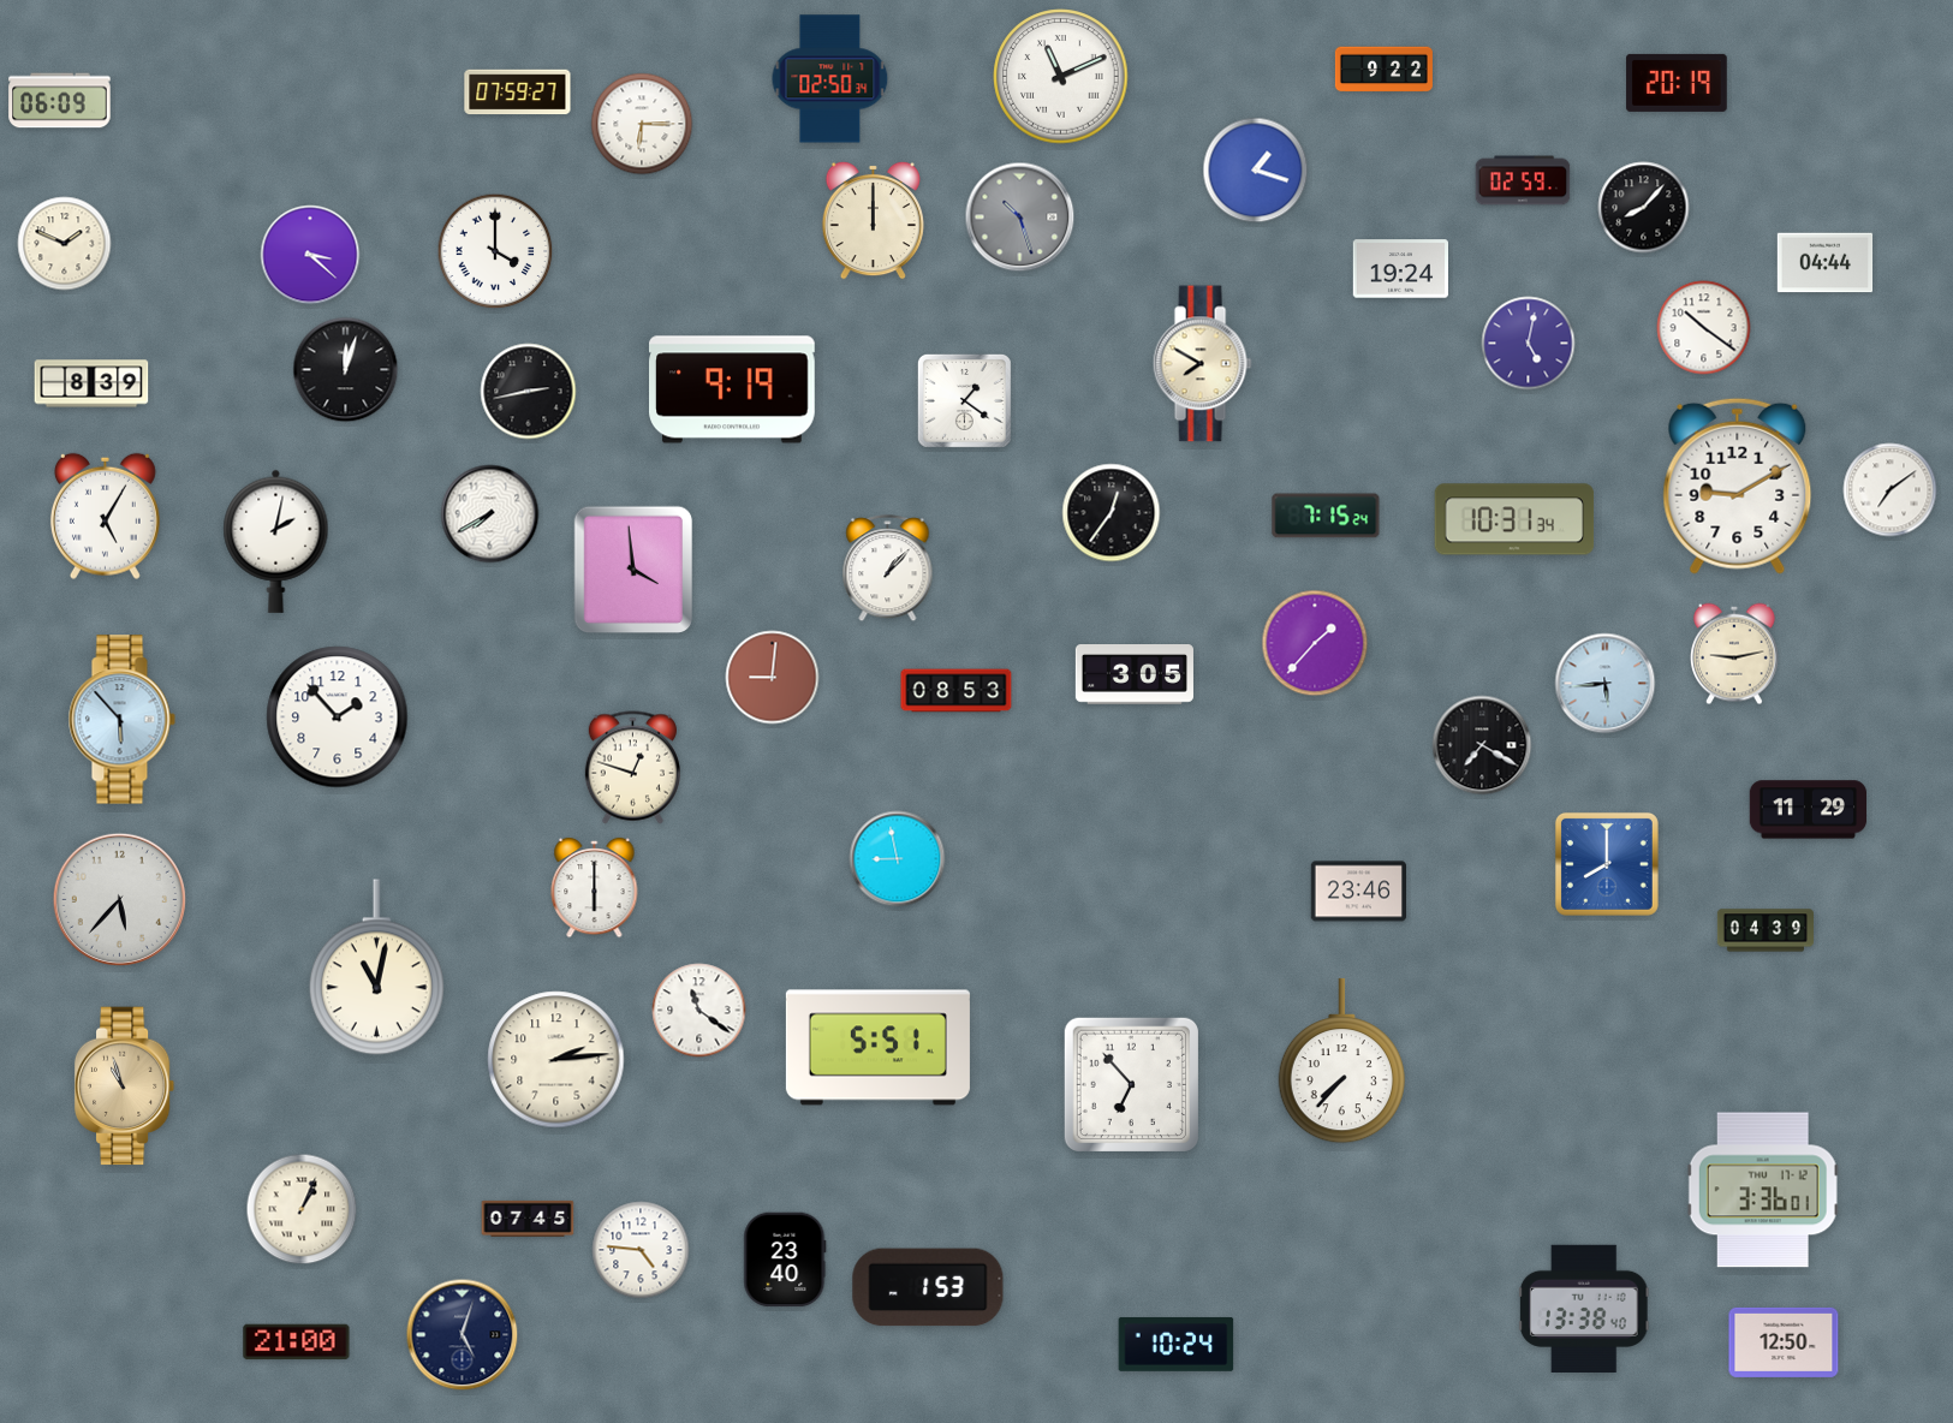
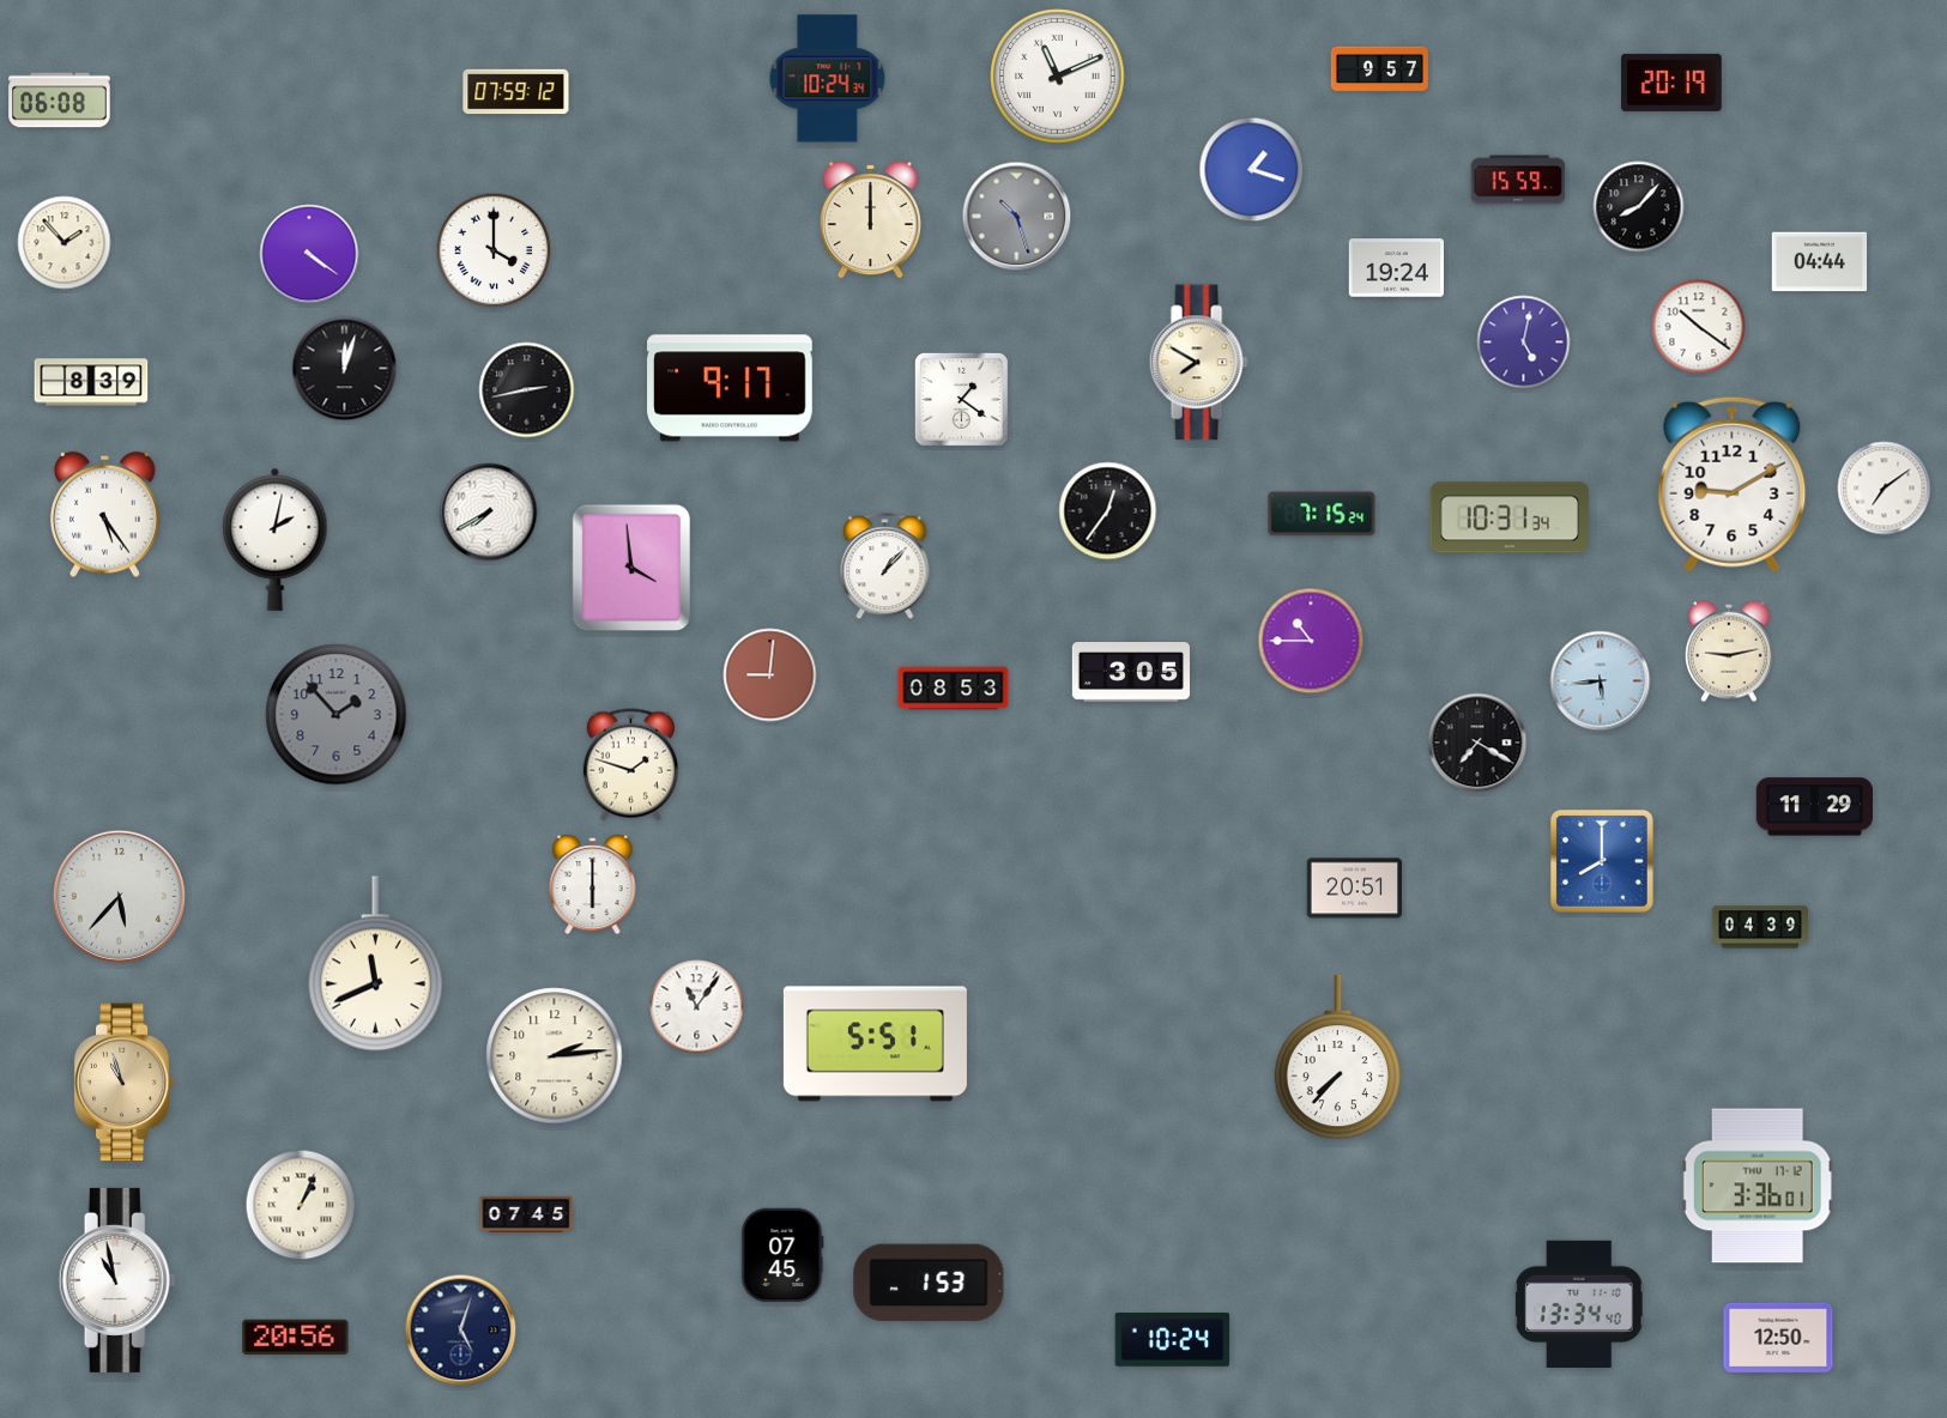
clock at (1383, 70): 9:22 -> 9:57
clock at (830, 79): 02:50 -> 10:24
clock at (518, 93): 07:59:27 -> 07:59:12
clock at (60, 101): 06:09 -> 06:08
clock at (642, 124): 6:15 -> none
clock at (1523, 180): 02:59 -> 15:59
clock at (65, 244): 1:49 -> 1:53
clock at (310, 255): 3:22 -> 4:21
clock at (733, 389): 9:19 -> 9:17
clock at (105, 516): 5:05 -> 5:24
clock at (1315, 643): 1:37 -> 10:45
clock at (338, 718) dial: white -> grey
clock at (121, 720): 5:53 -> none
clock at (632, 768): 12:48 -> 1:48
clock at (1808, 810) position: (1808, 810) -> (1814, 807)
clock at (898, 859): 8:58 -> none
clock at (1359, 892): 23:46 -> 20:51
clock at (376, 967): 11:02 -> 11:41
clock at (699, 1011): 11:21 -> 11:06
clock at (1131, 1084): 6:53 -> none
clock at (641, 1250): 4:46 -> none
clock at (785, 1260): 23:40 -> 07:45
clock at (117, 1280): none -> 10:58
clock at (928, 1287) position: (928, 1287) -> (929, 1283)
clock at (1584, 1308): 13:38 -> 13:34
clock at (297, 1342): 21:00 -> 20:56
